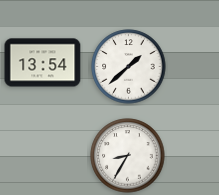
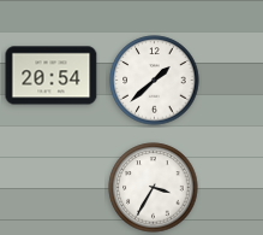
clock at (43, 63): 13:54 -> 20:54
clock at (128, 156): 8:35 -> 3:35
